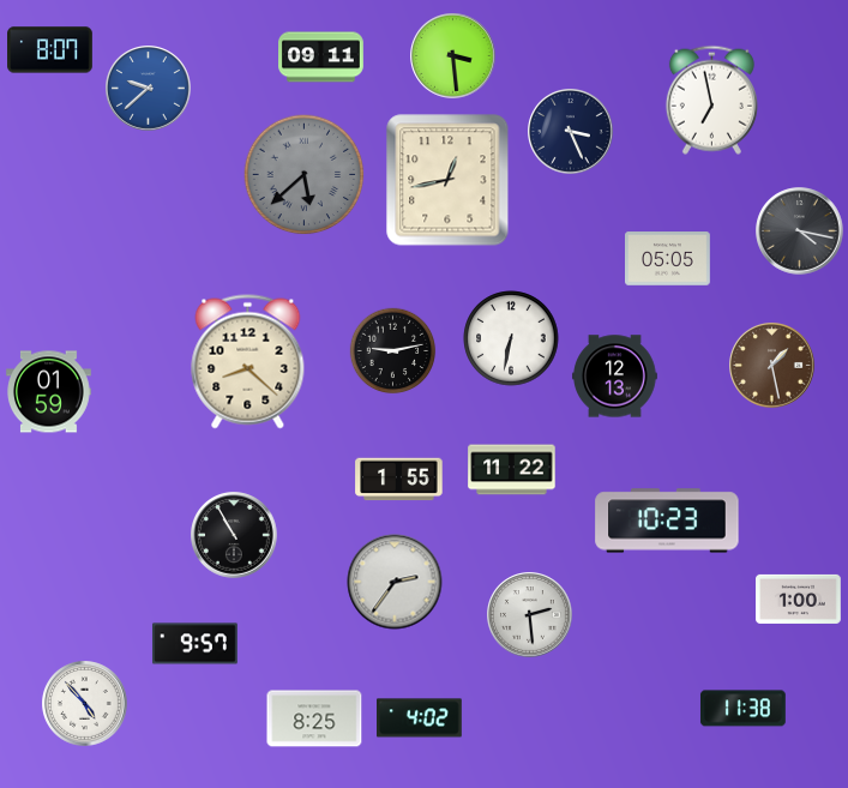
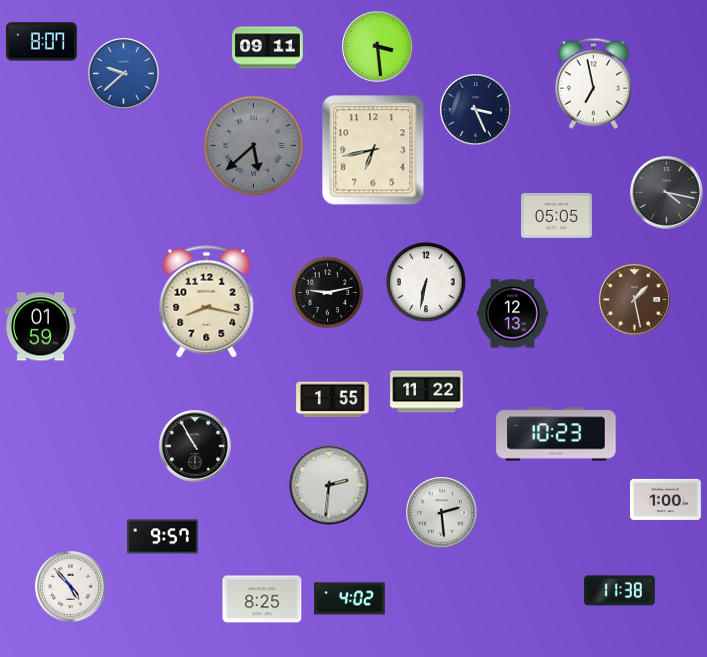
clock at (447, 180): 12:43 -> 6:43
clock at (248, 362): 8:22 -> 8:17
clock at (772, 366) position: (772, 366) -> (635, 300)
clock at (395, 582): 2:36 -> 2:31
